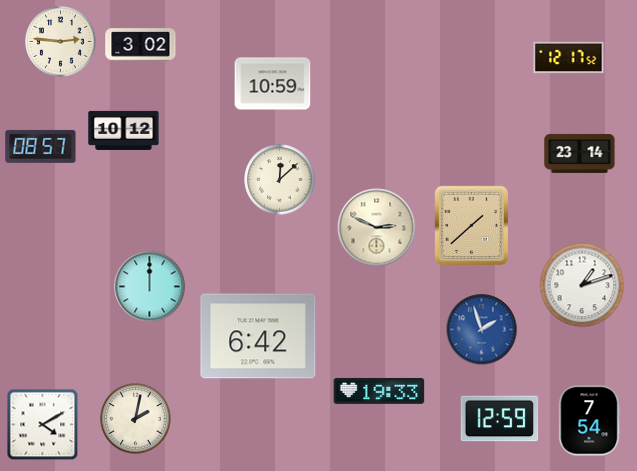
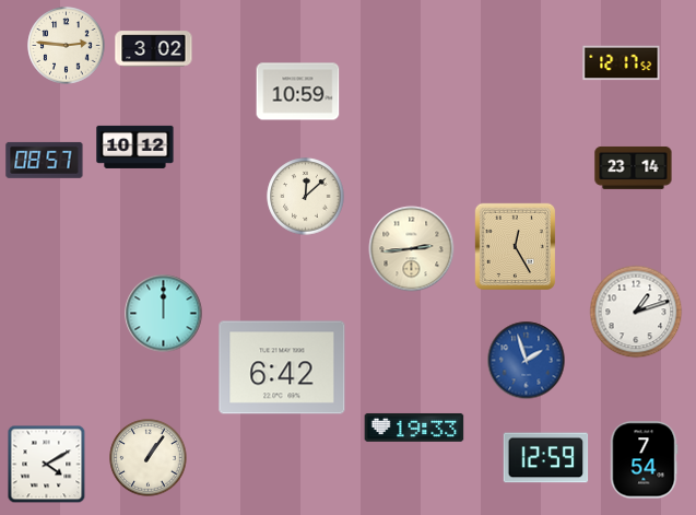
clock at (124, 130) position: (124, 130) -> (135, 147)
clock at (471, 225): 1:38 -> 12:25
clock at (377, 228): 2:49 -> 2:44
clock at (136, 419): 2:02 -> 1:06
